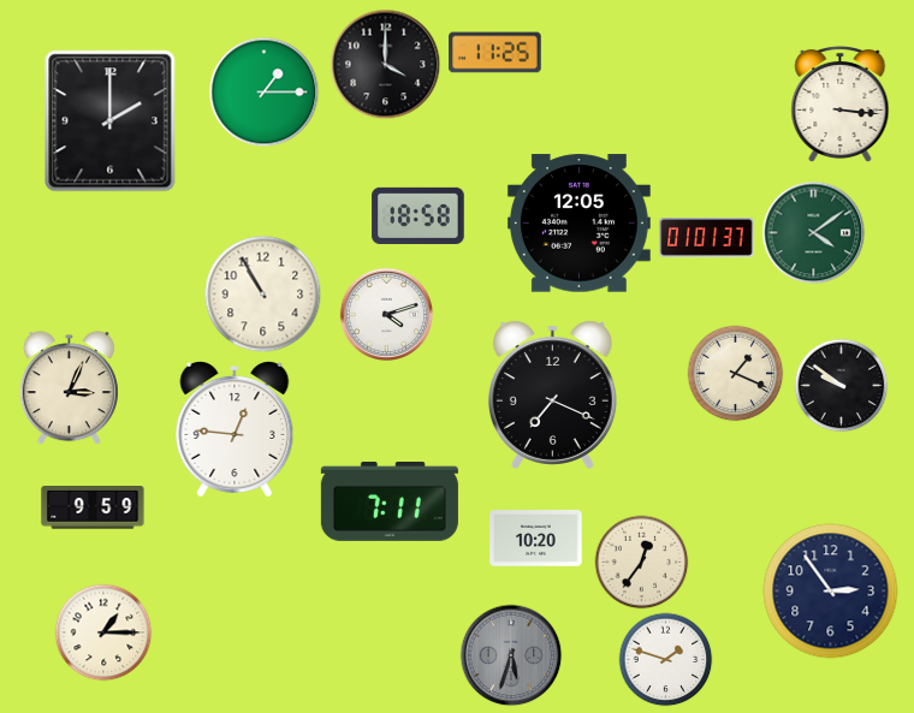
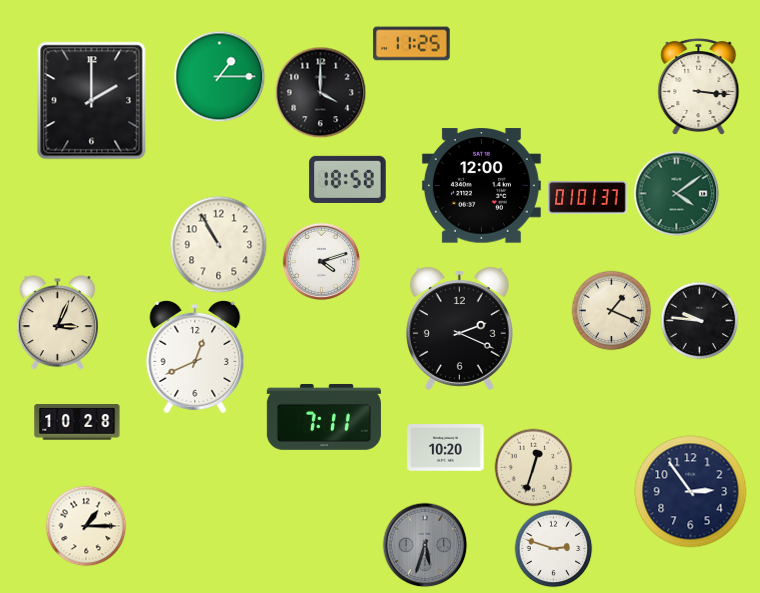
clock at (385, 64) position: (385, 64) -> (320, 92)
clock at (578, 224): 12:05 -> 12:00
clock at (841, 385): 9:51 -> 9:46
clock at (552, 394): 7:19 -> 2:19
clock at (235, 429): 12:46 -> 12:41
clock at (93, 507): 9:59 -> 10:28
clock at (641, 562): 12:36 -> 12:33
clock at (665, 659): 1:48 -> 2:48
